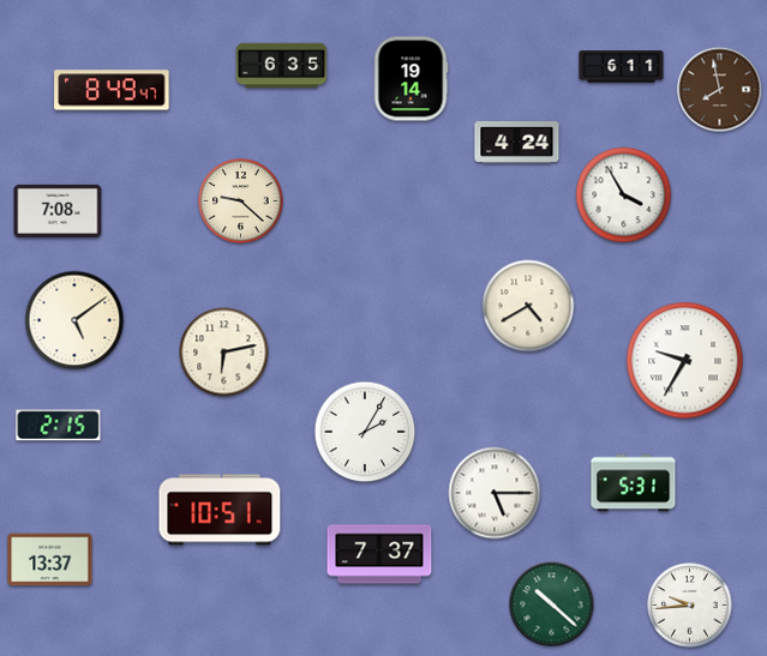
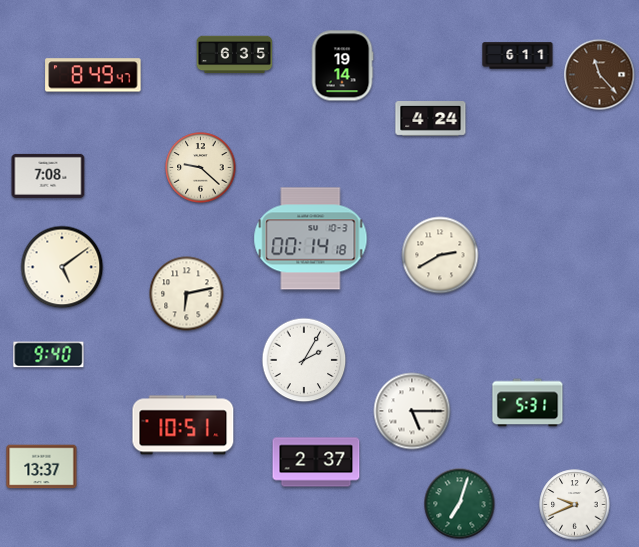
clock at (720, 90): 7:58 -> 11:23
clock at (624, 195): 3:55 -> none
clock at (311, 239): none -> 00:14
clock at (528, 306): 4:40 -> 2:40
clock at (685, 361): 9:35 -> none
clock at (59, 426): 2:15 -> 9:40
clock at (379, 554): 7:37 -> 2:37
clock at (552, 604): 10:22 -> 7:03
clock at (690, 606): 9:44 -> 9:41
